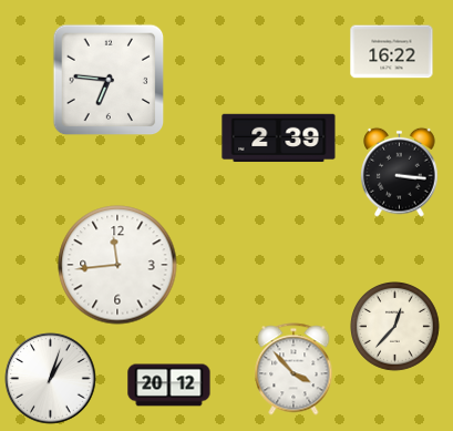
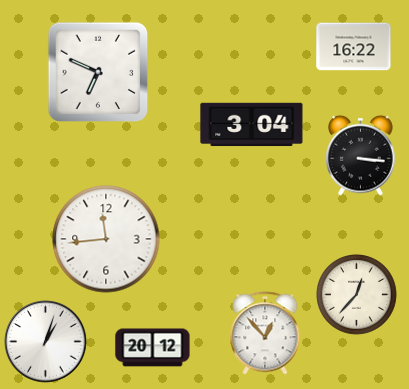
clock at (109, 80): 6:46 -> 6:49
clock at (279, 138): 2:39 -> 3:04
clock at (294, 369): 3:53 -> 12:53
